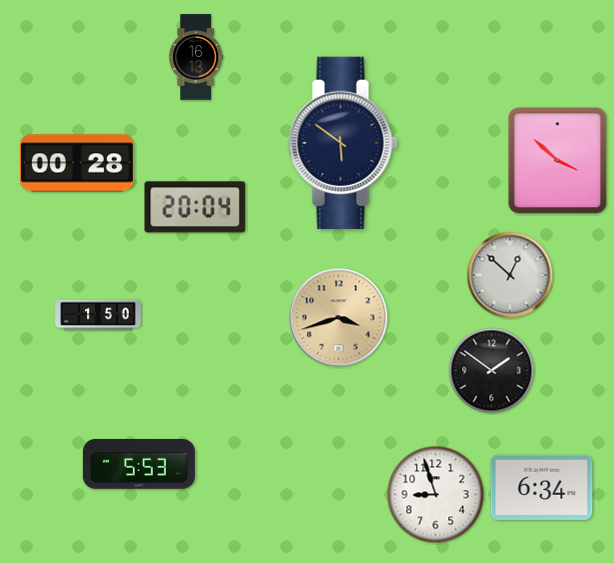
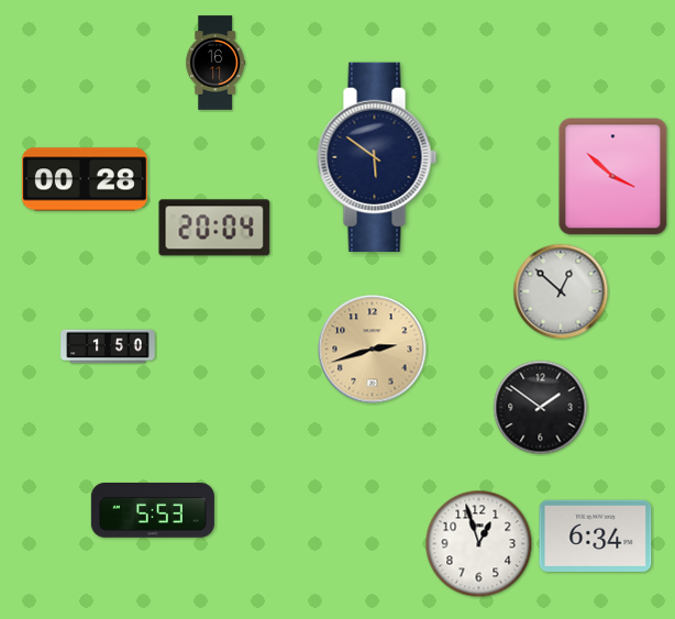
clock at (196, 57): 16:13 -> 16:11
clock at (510, 275) position: (510, 275) -> (561, 291)
clock at (339, 318): 3:42 -> 2:42
clock at (436, 495): 8:57 -> 12:57
